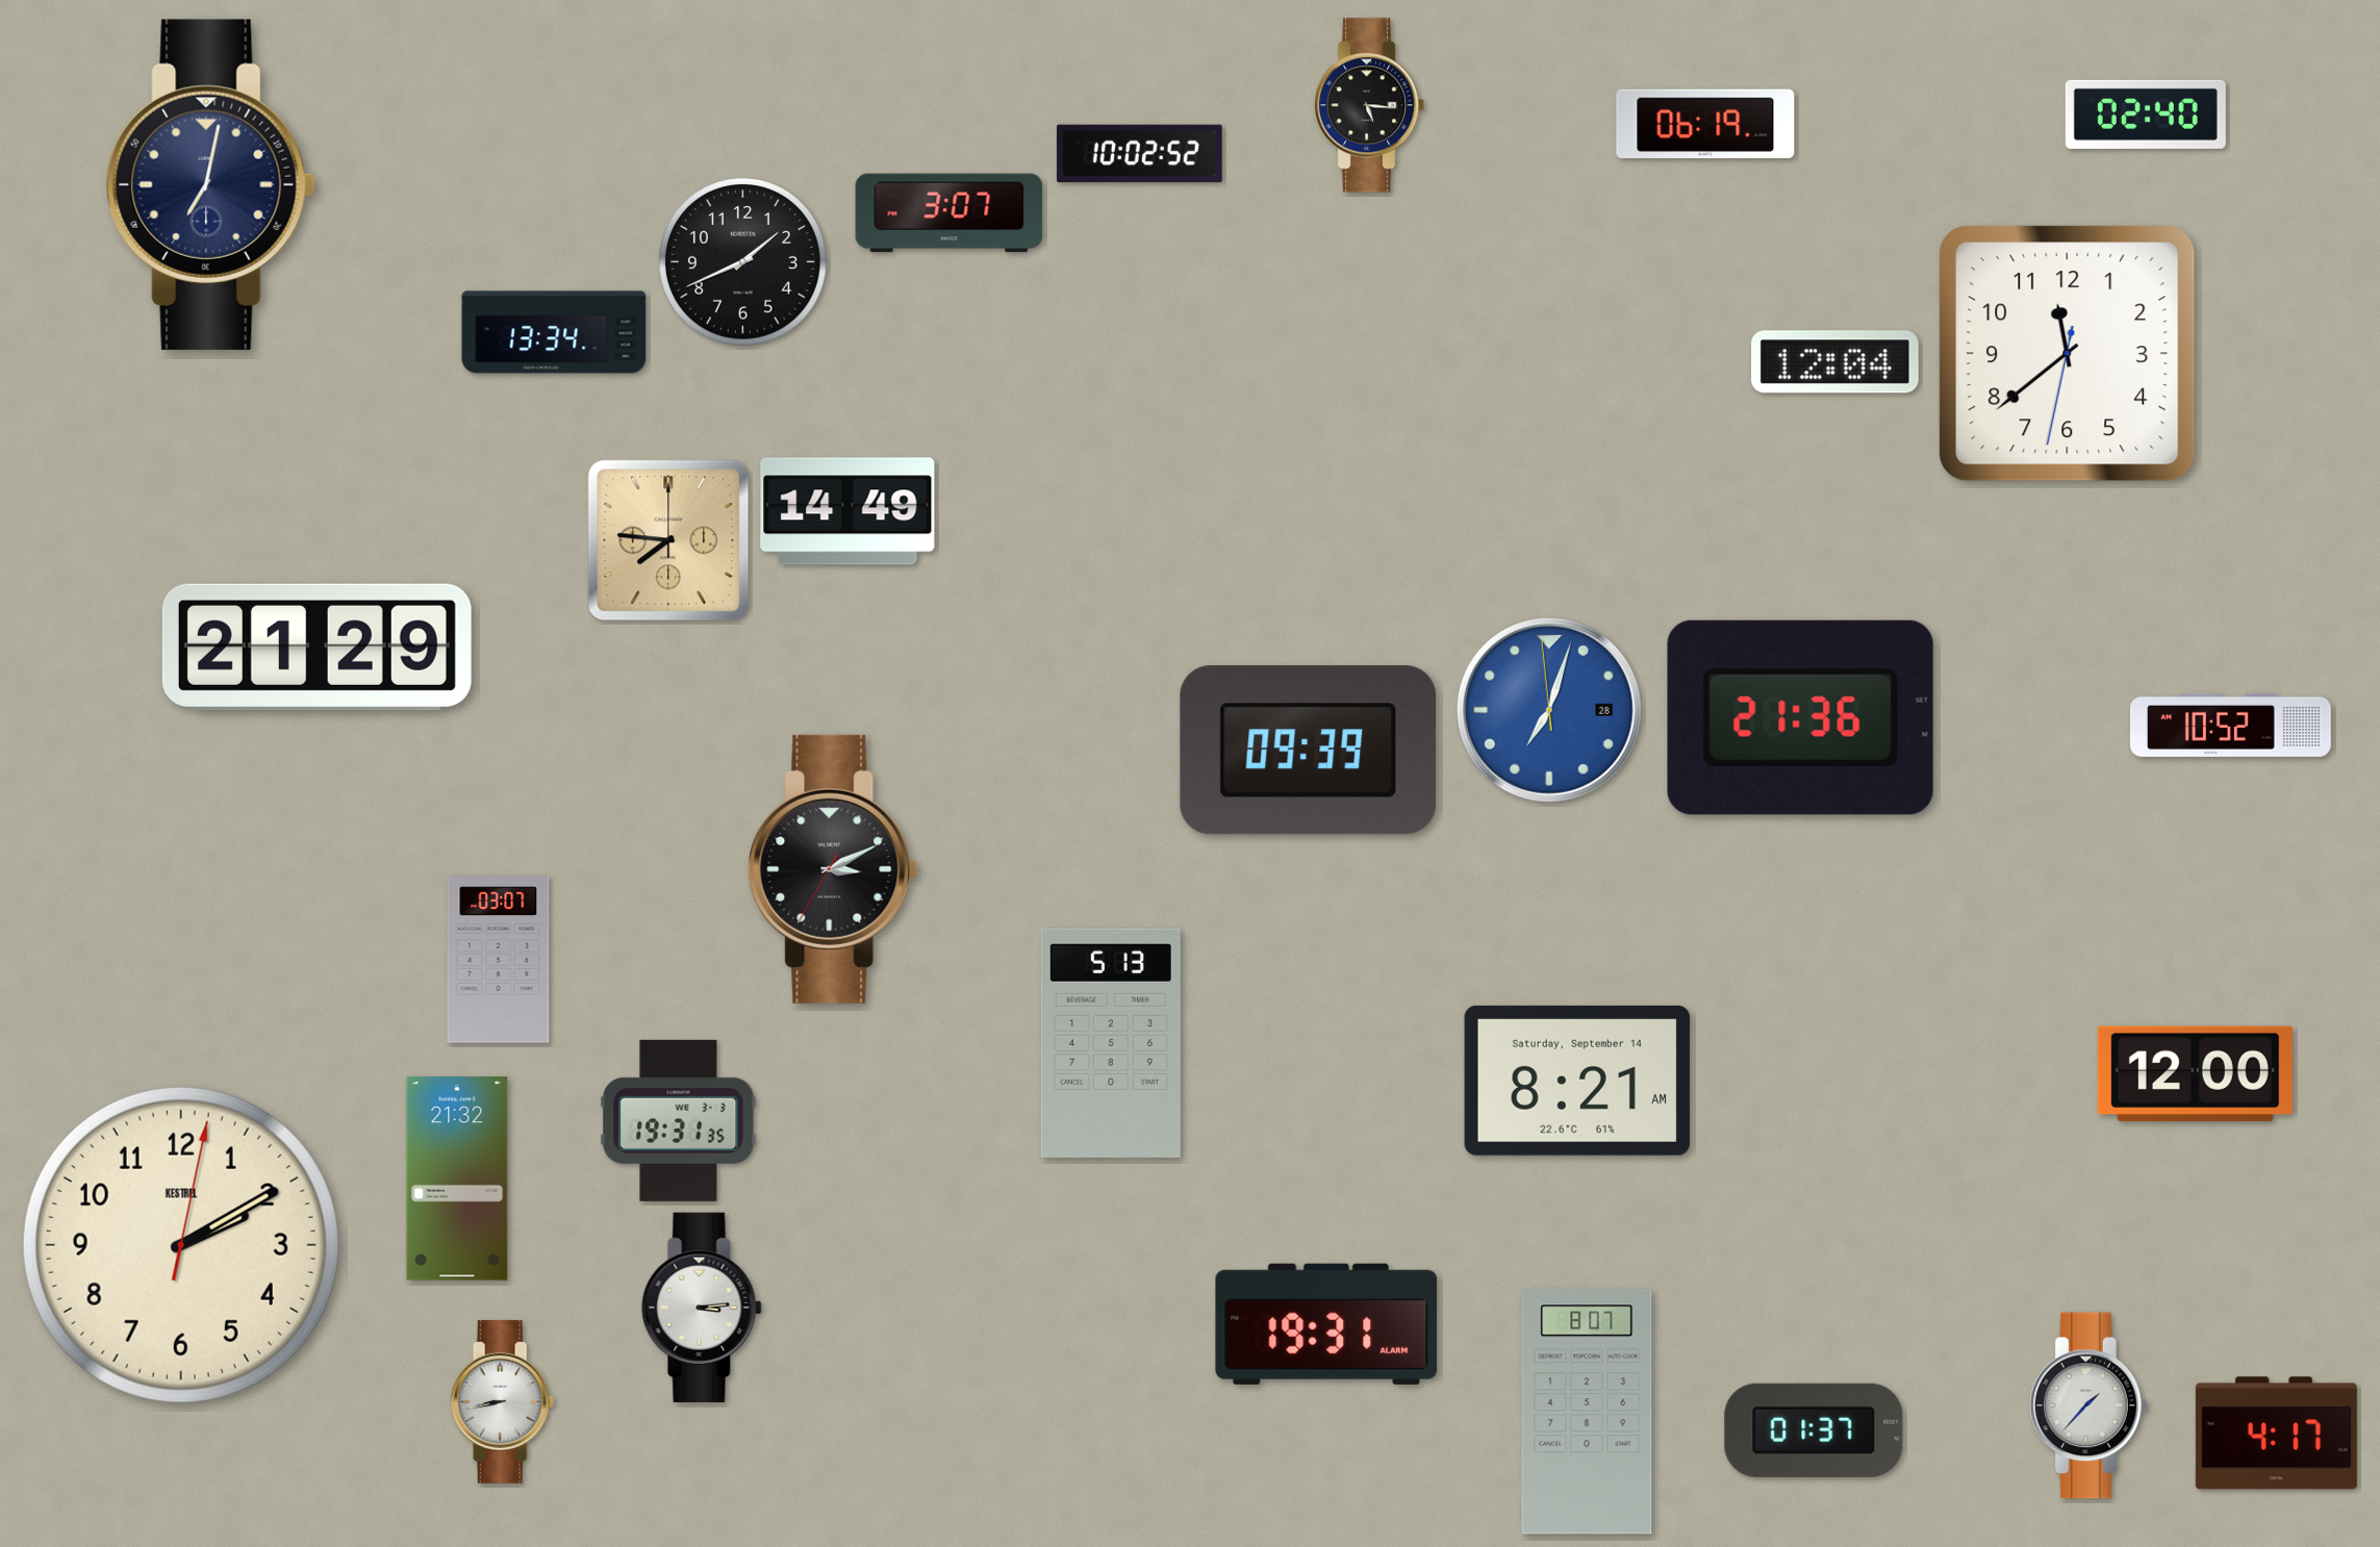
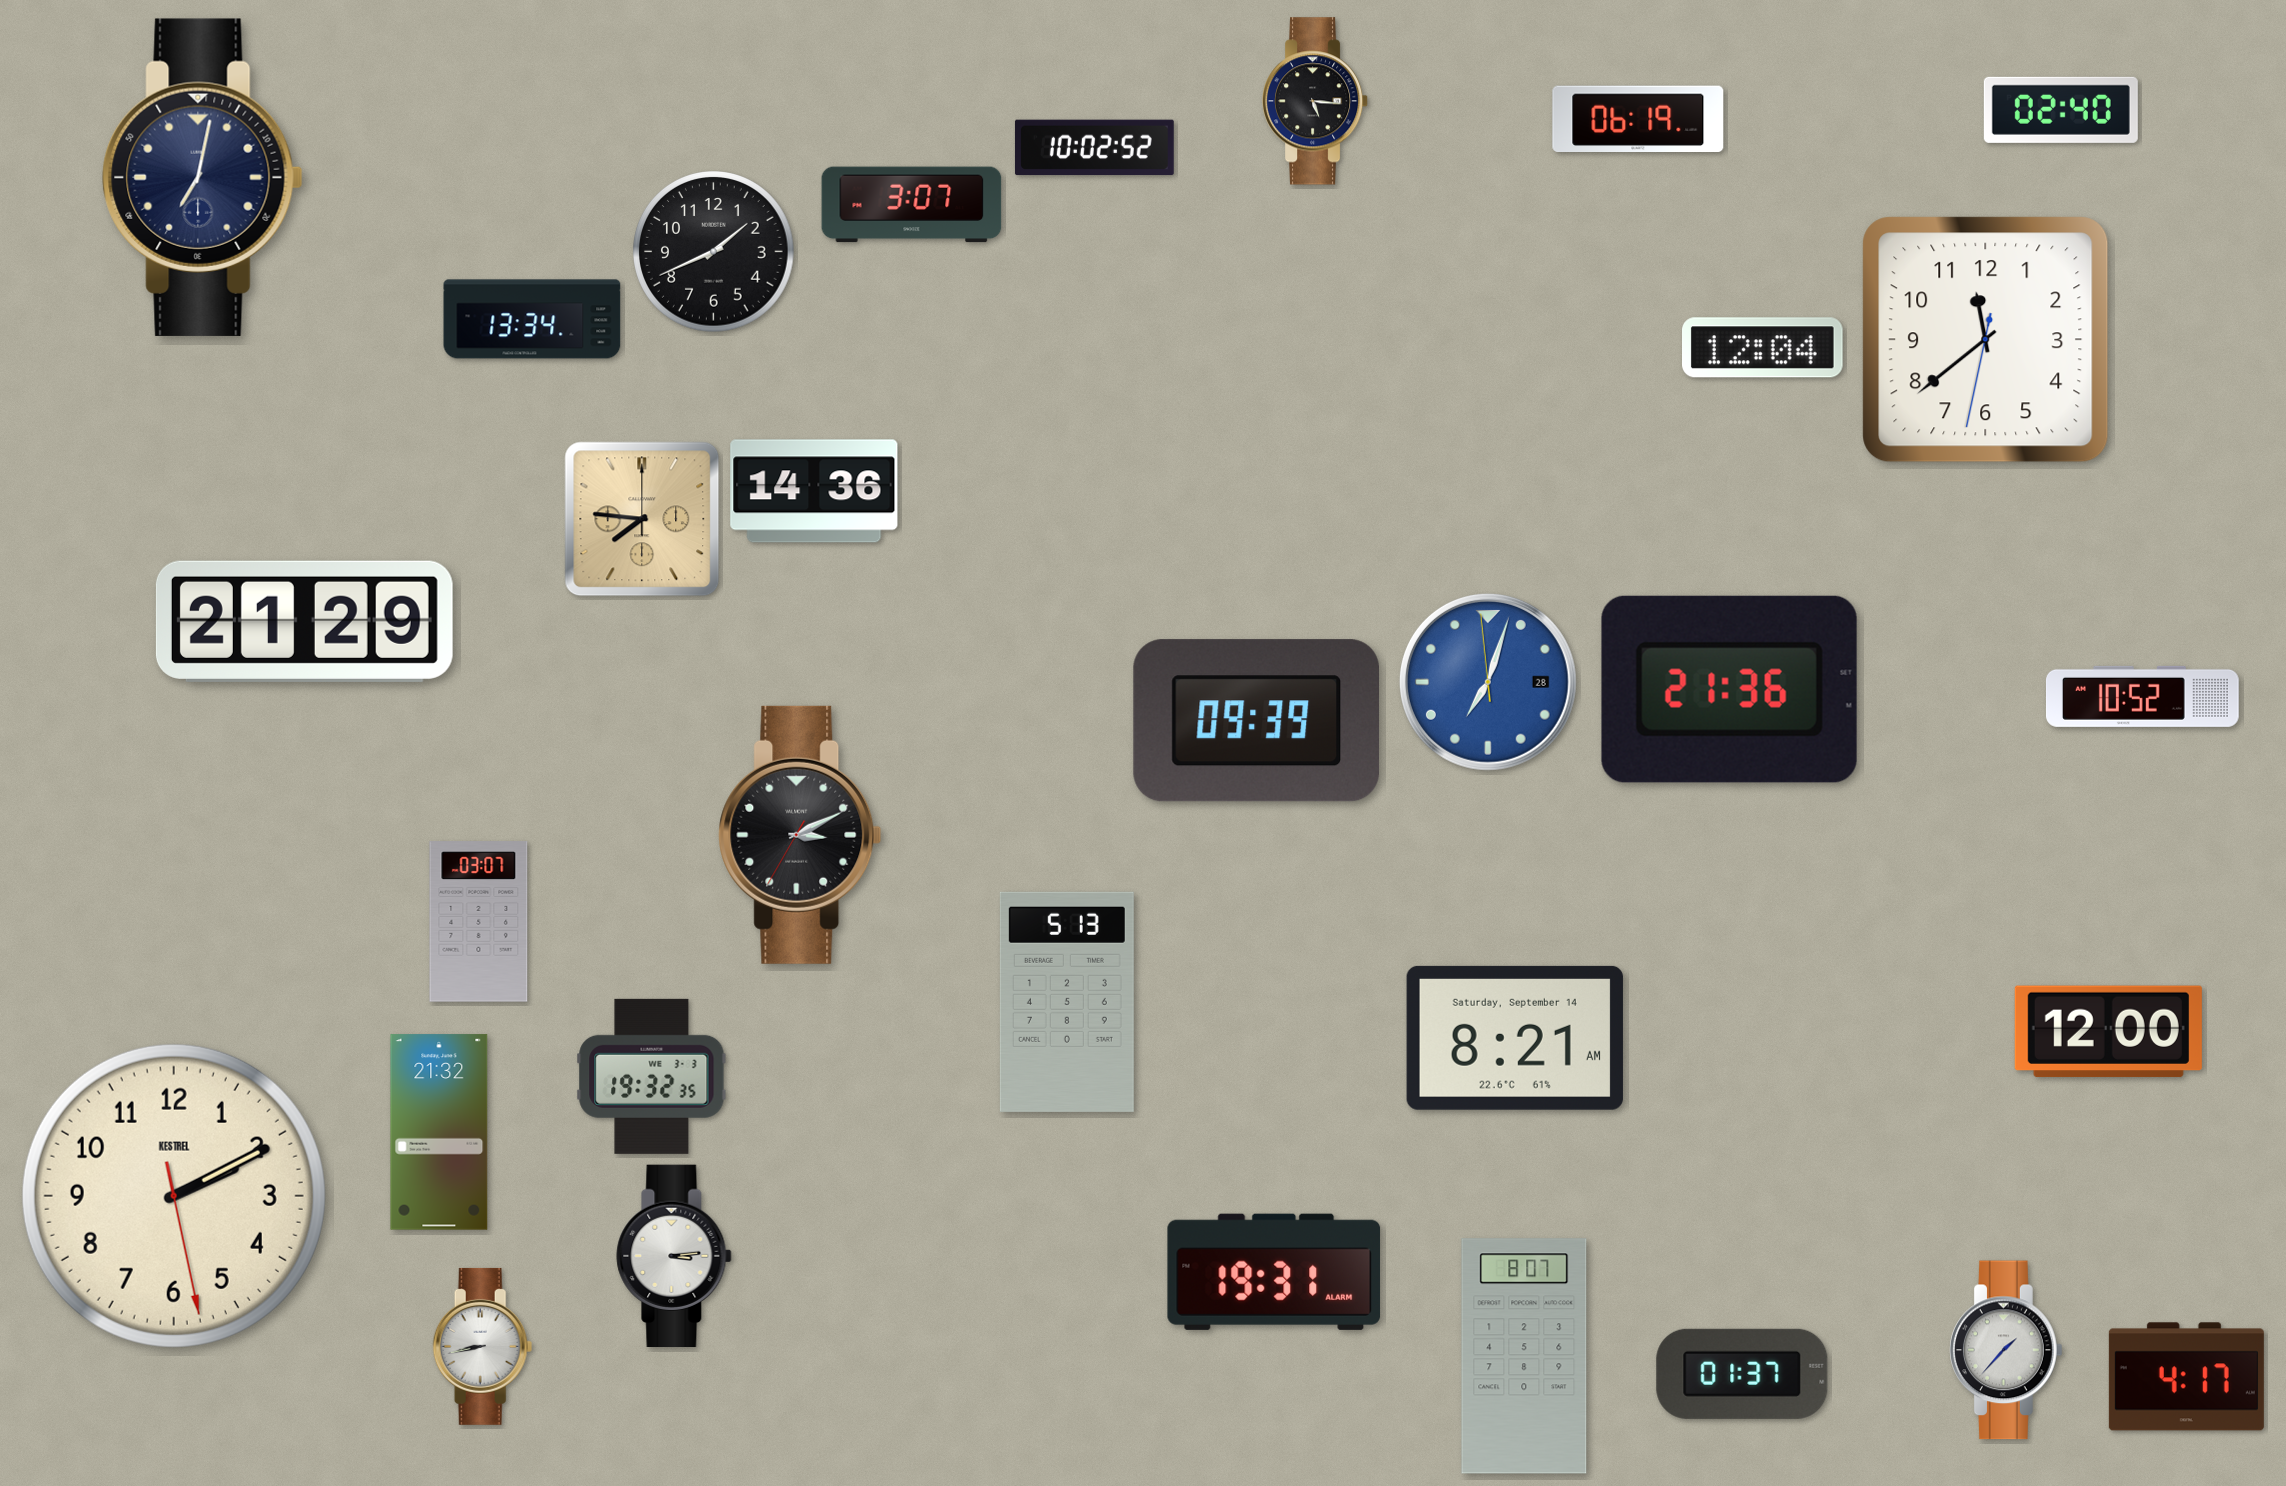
clock at (847, 511): 14:49 -> 14:36
clock at (679, 1120): 19:31 -> 19:32
clock at (181, 1245): 2:10:02 -> 2:10:28
